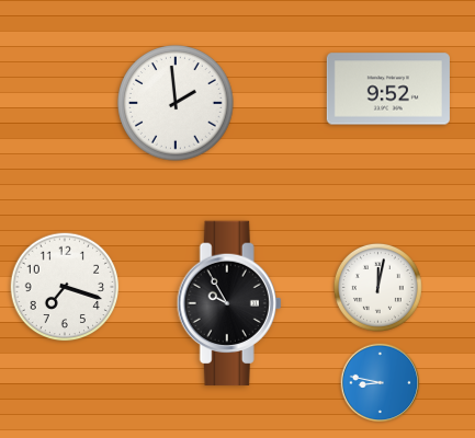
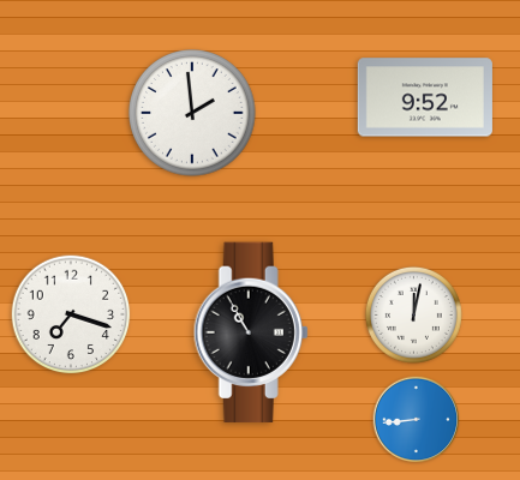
clock at (229, 303): 9:55 -> 10:55
clock at (381, 383): 8:47 -> 8:44
